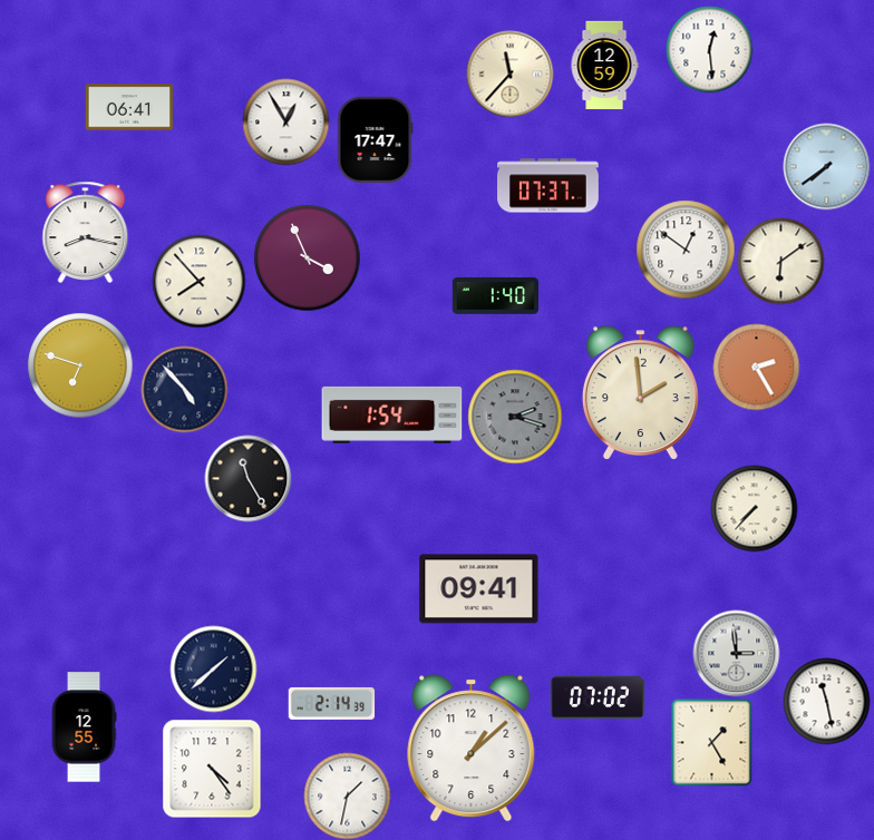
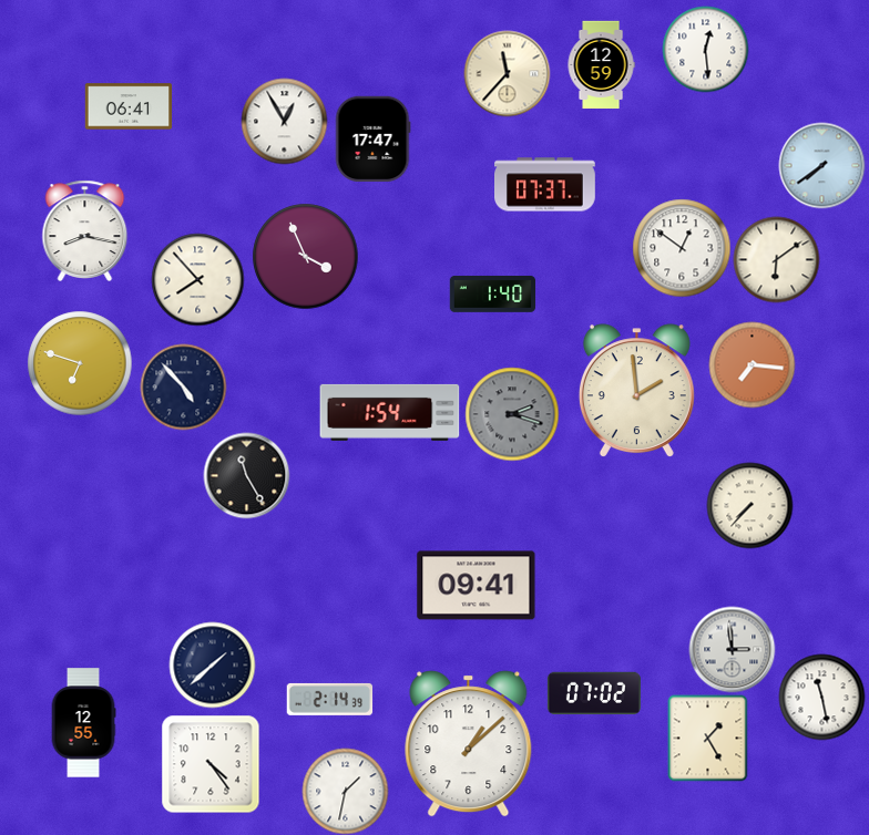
clock at (756, 367): 2:25 -> 7:16
